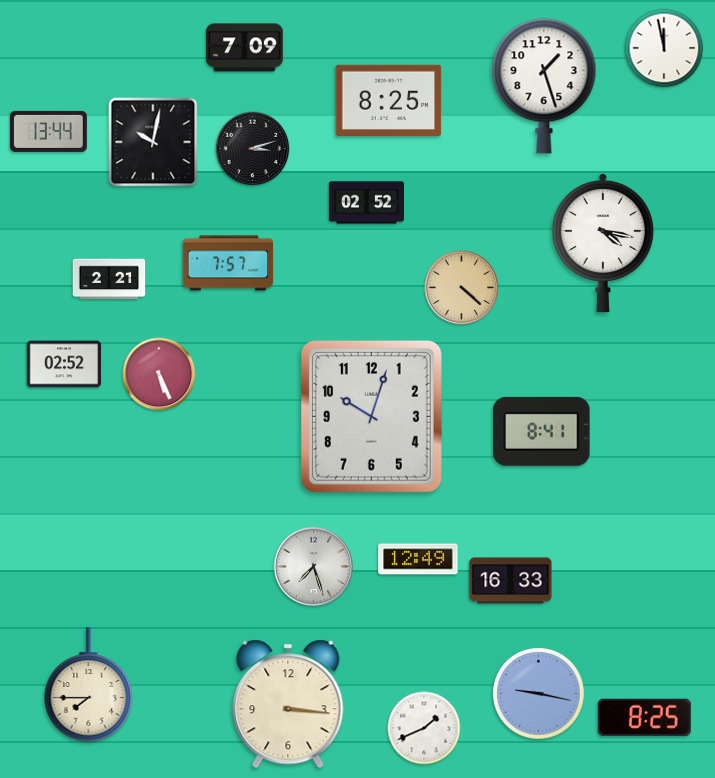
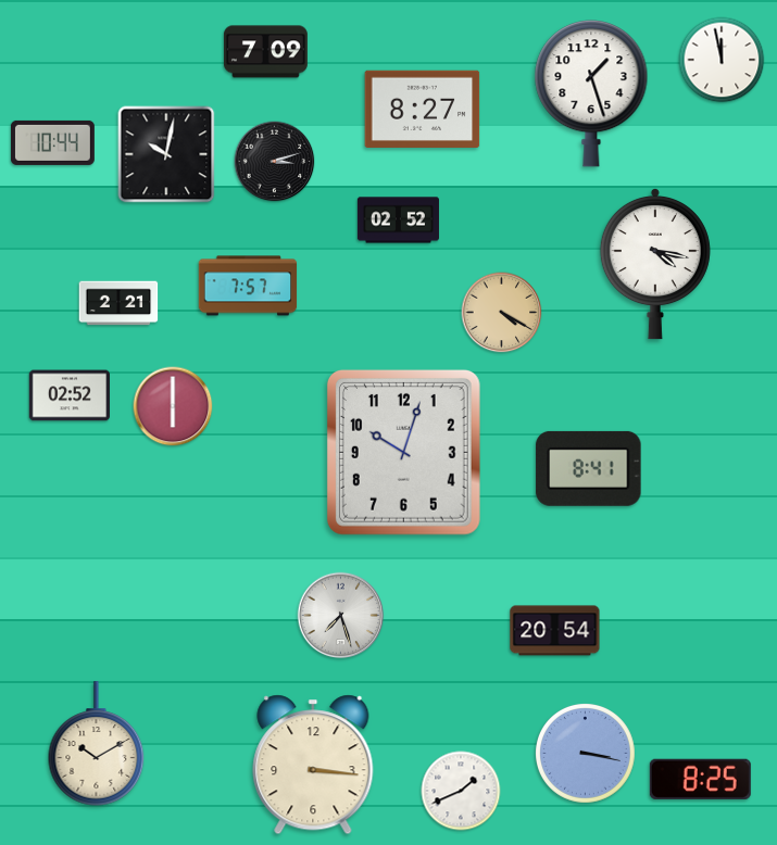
clock at (664, 48) position: (664, 48) -> (722, 60)
clock at (389, 100): 8:25 -> 8:27
clock at (49, 131): 13:44 -> 10:44
clock at (462, 288): 4:22 -> 4:20
clock at (159, 374): 5:26 -> 6:00
clock at (418, 559): 12:49 -> none
clock at (511, 581): 16:33 -> 20:54
clock at (89, 685): 7:45 -> 10:10
clock at (539, 694): 9:17 -> 3:17
